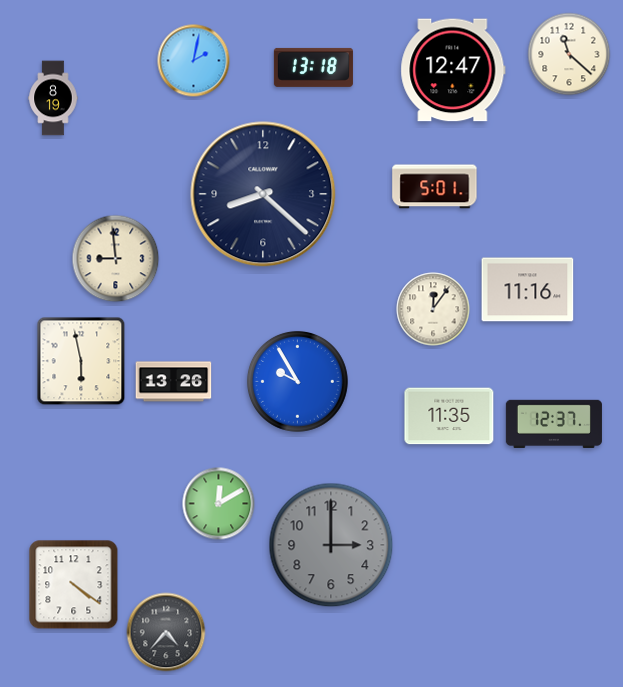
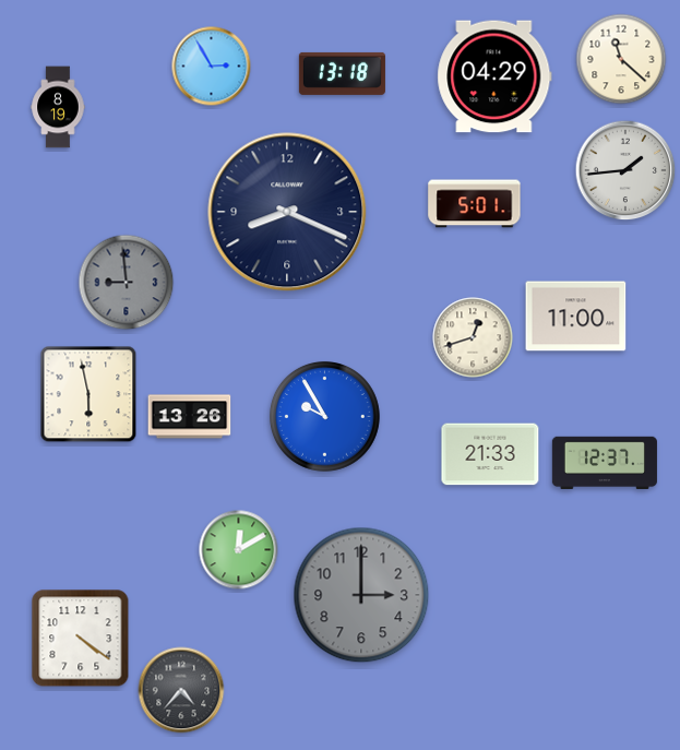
clock at (194, 61): 2:02 -> 2:55
clock at (453, 70): 12:47 -> 04:29
clock at (625, 170): none -> 1:44
clock at (263, 194): 8:22 -> 8:19
clock at (116, 259) dial: cream -> grey
clock at (528, 290): 11:16 -> 11:00
clock at (433, 309): 12:06 -> 12:42
clock at (449, 416): 11:35 -> 21:33
